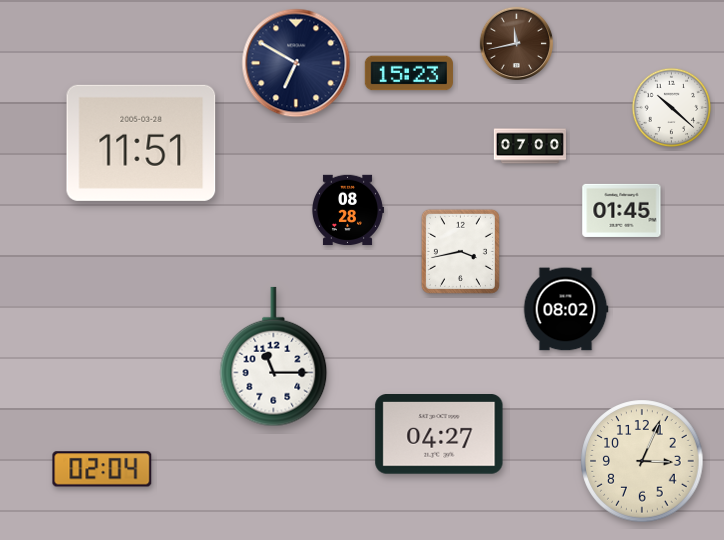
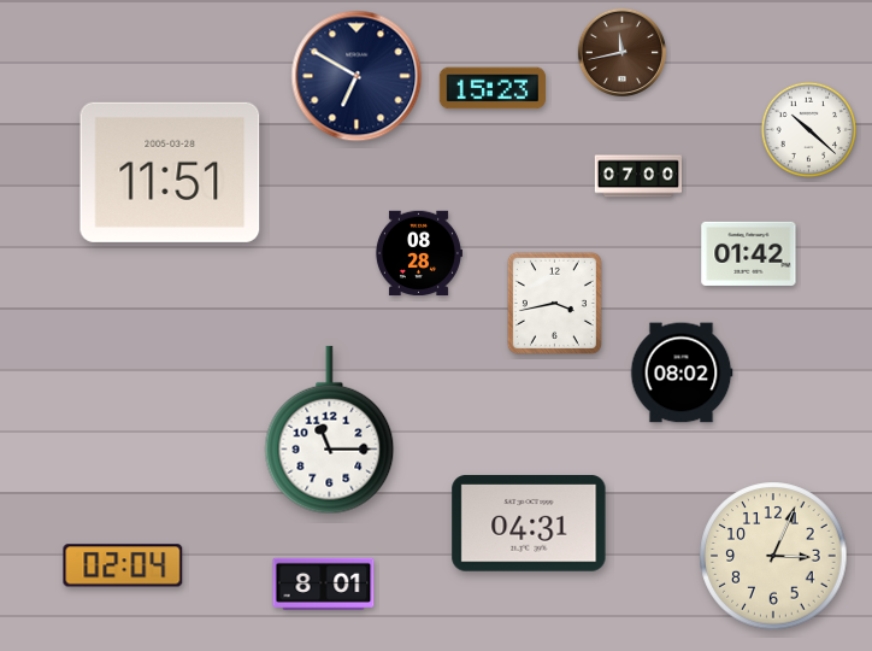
clock at (622, 210): 01:45 -> 01:42
clock at (439, 434): 04:27 -> 04:31
clock at (324, 583): none -> 8:01
